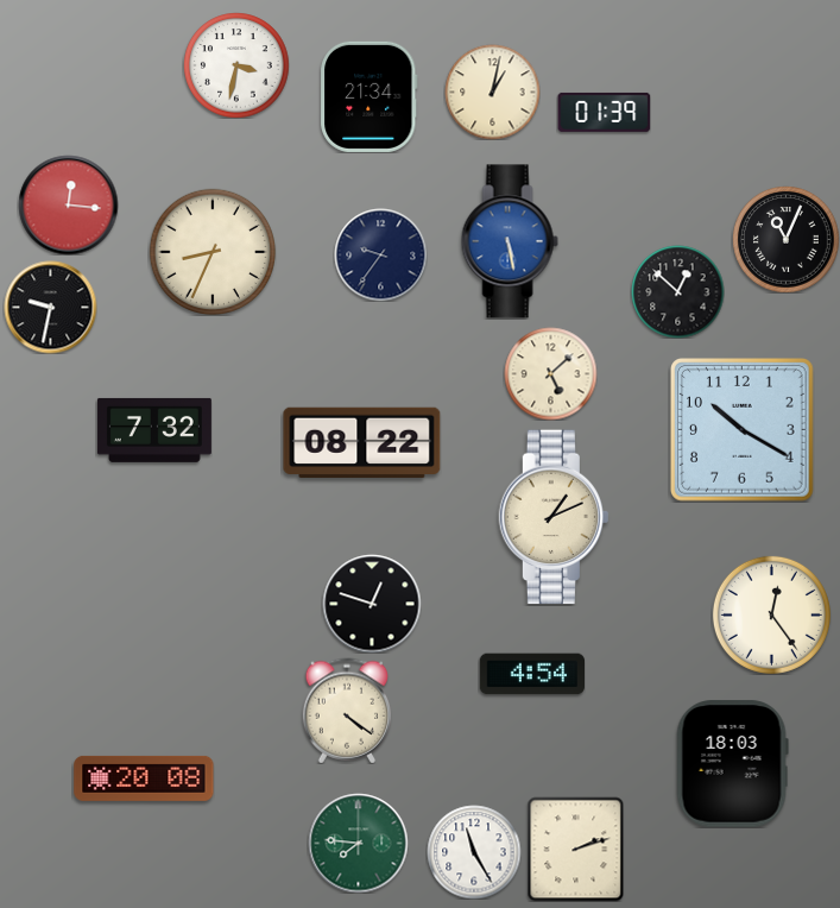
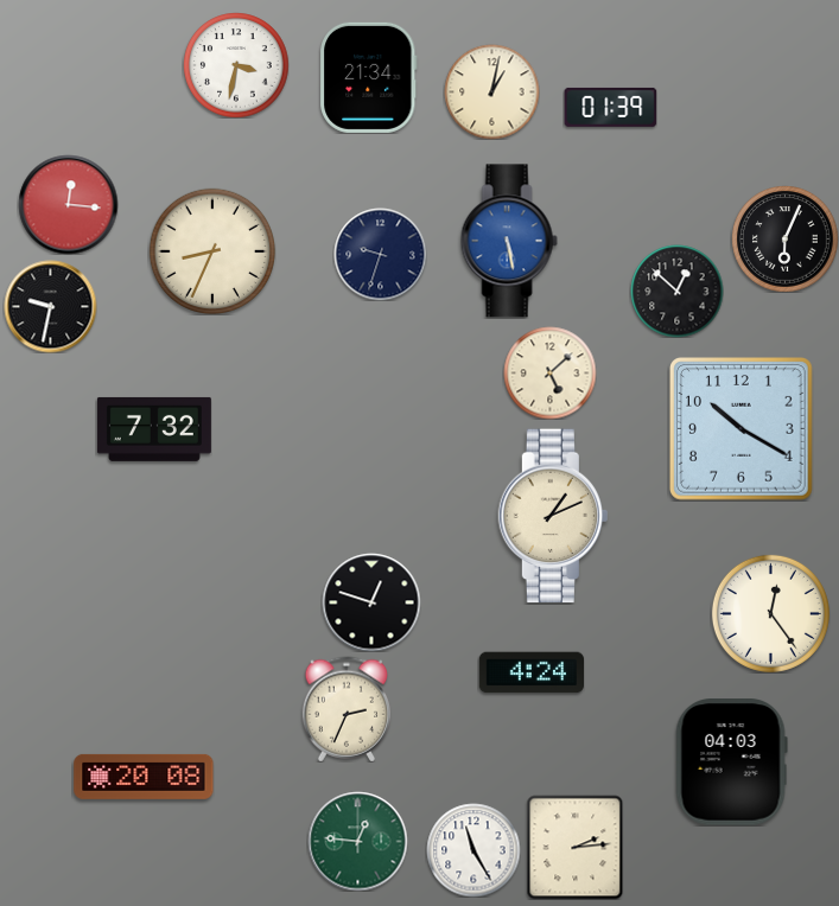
clock at (370, 96) position: (370, 96) -> (369, 77)
clock at (604, 112) position: (604, 112) -> (610, 107)
clock at (785, 239): 11:04 -> 6:04
clock at (380, 254): 9:36 -> 9:33
clock at (362, 443): 08:22 -> none
clock at (531, 674): 4:54 -> 4:24
clock at (346, 711): 4:21 -> 2:34
clock at (732, 764): 18:03 -> 04:03
clock at (358, 843): 7:46 -> 12:46
clock at (576, 849): 2:12 -> 2:14
